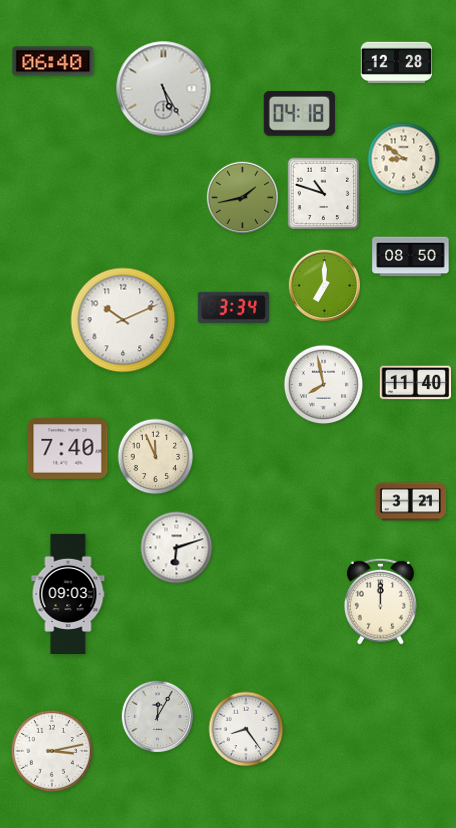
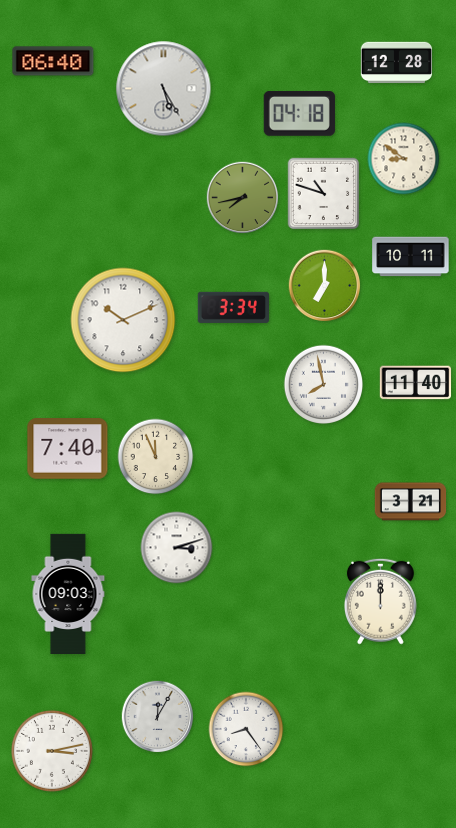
clock at (243, 198): 1:43 -> 7:43
clock at (411, 257): 08:50 -> 10:11
clock at (177, 548): 6:12 -> 3:12
